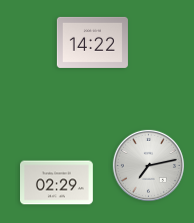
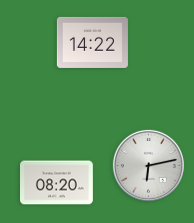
clock at (148, 165): 7:13 -> 6:13
clock at (57, 183): 02:29 -> 08:20
